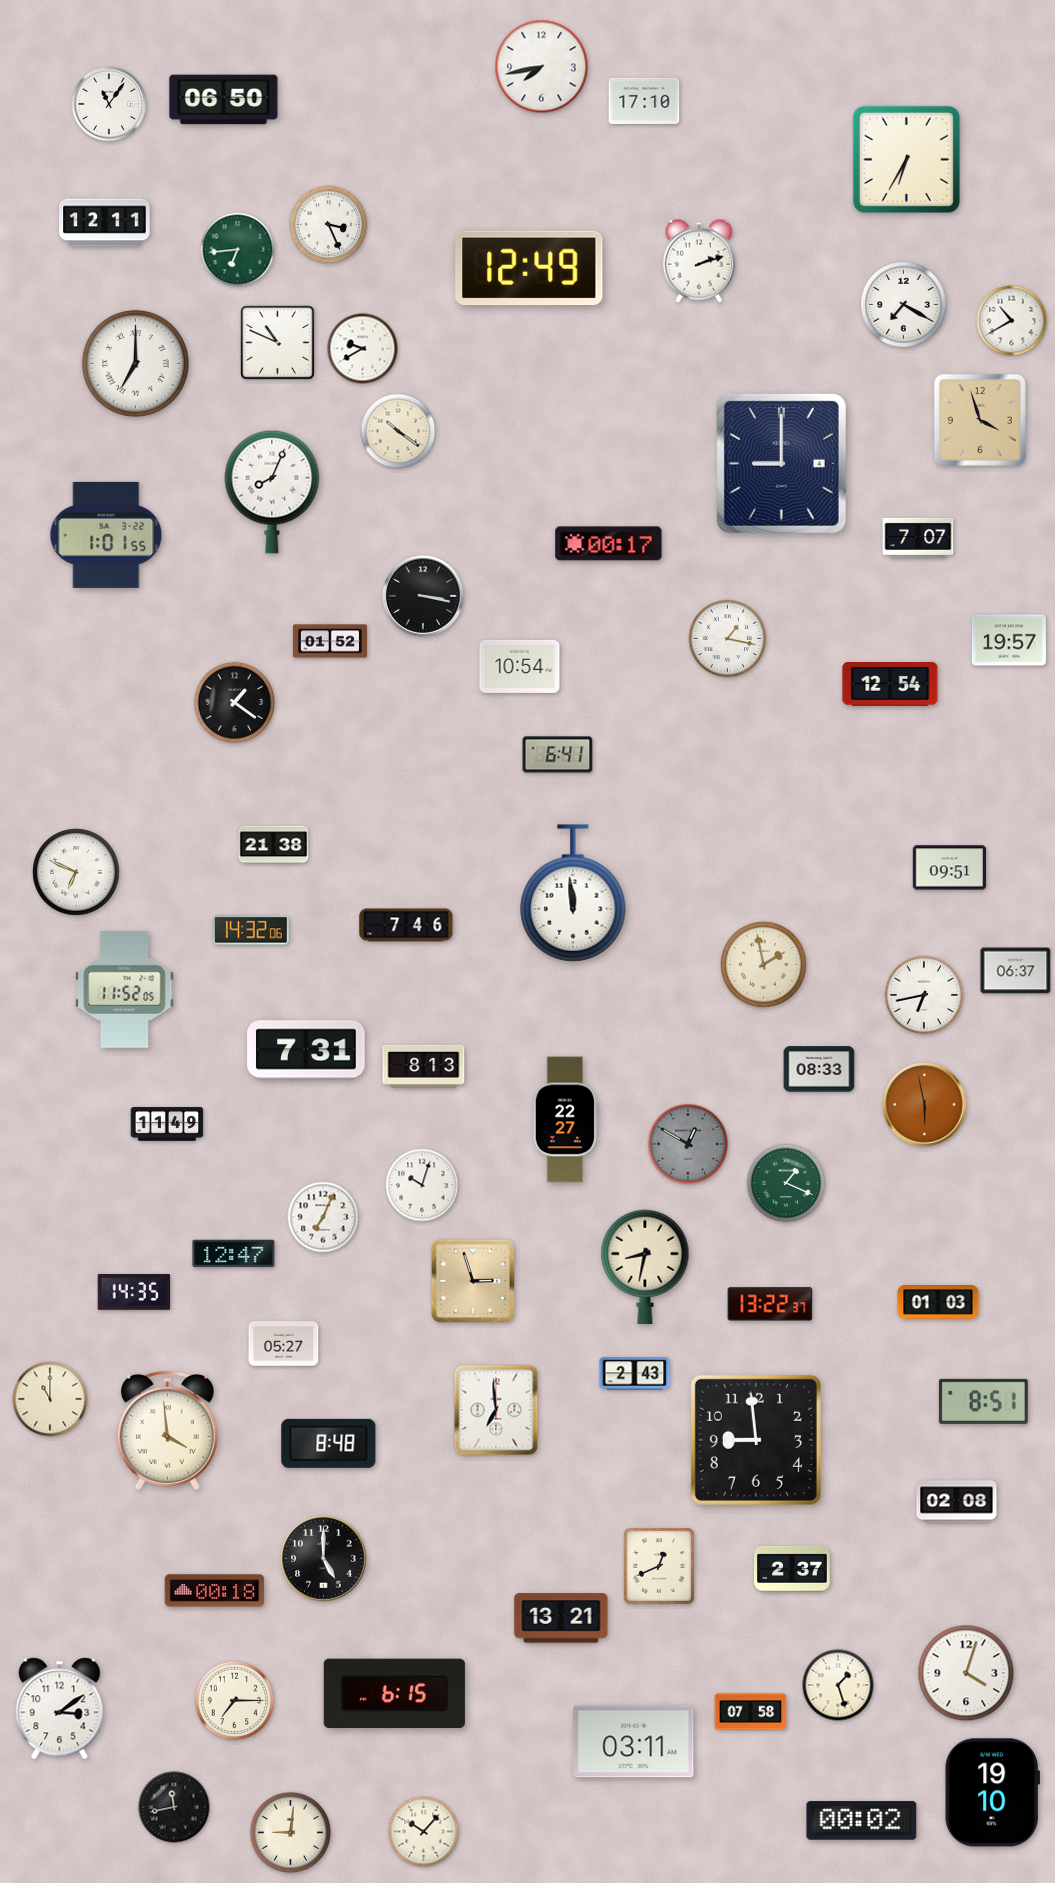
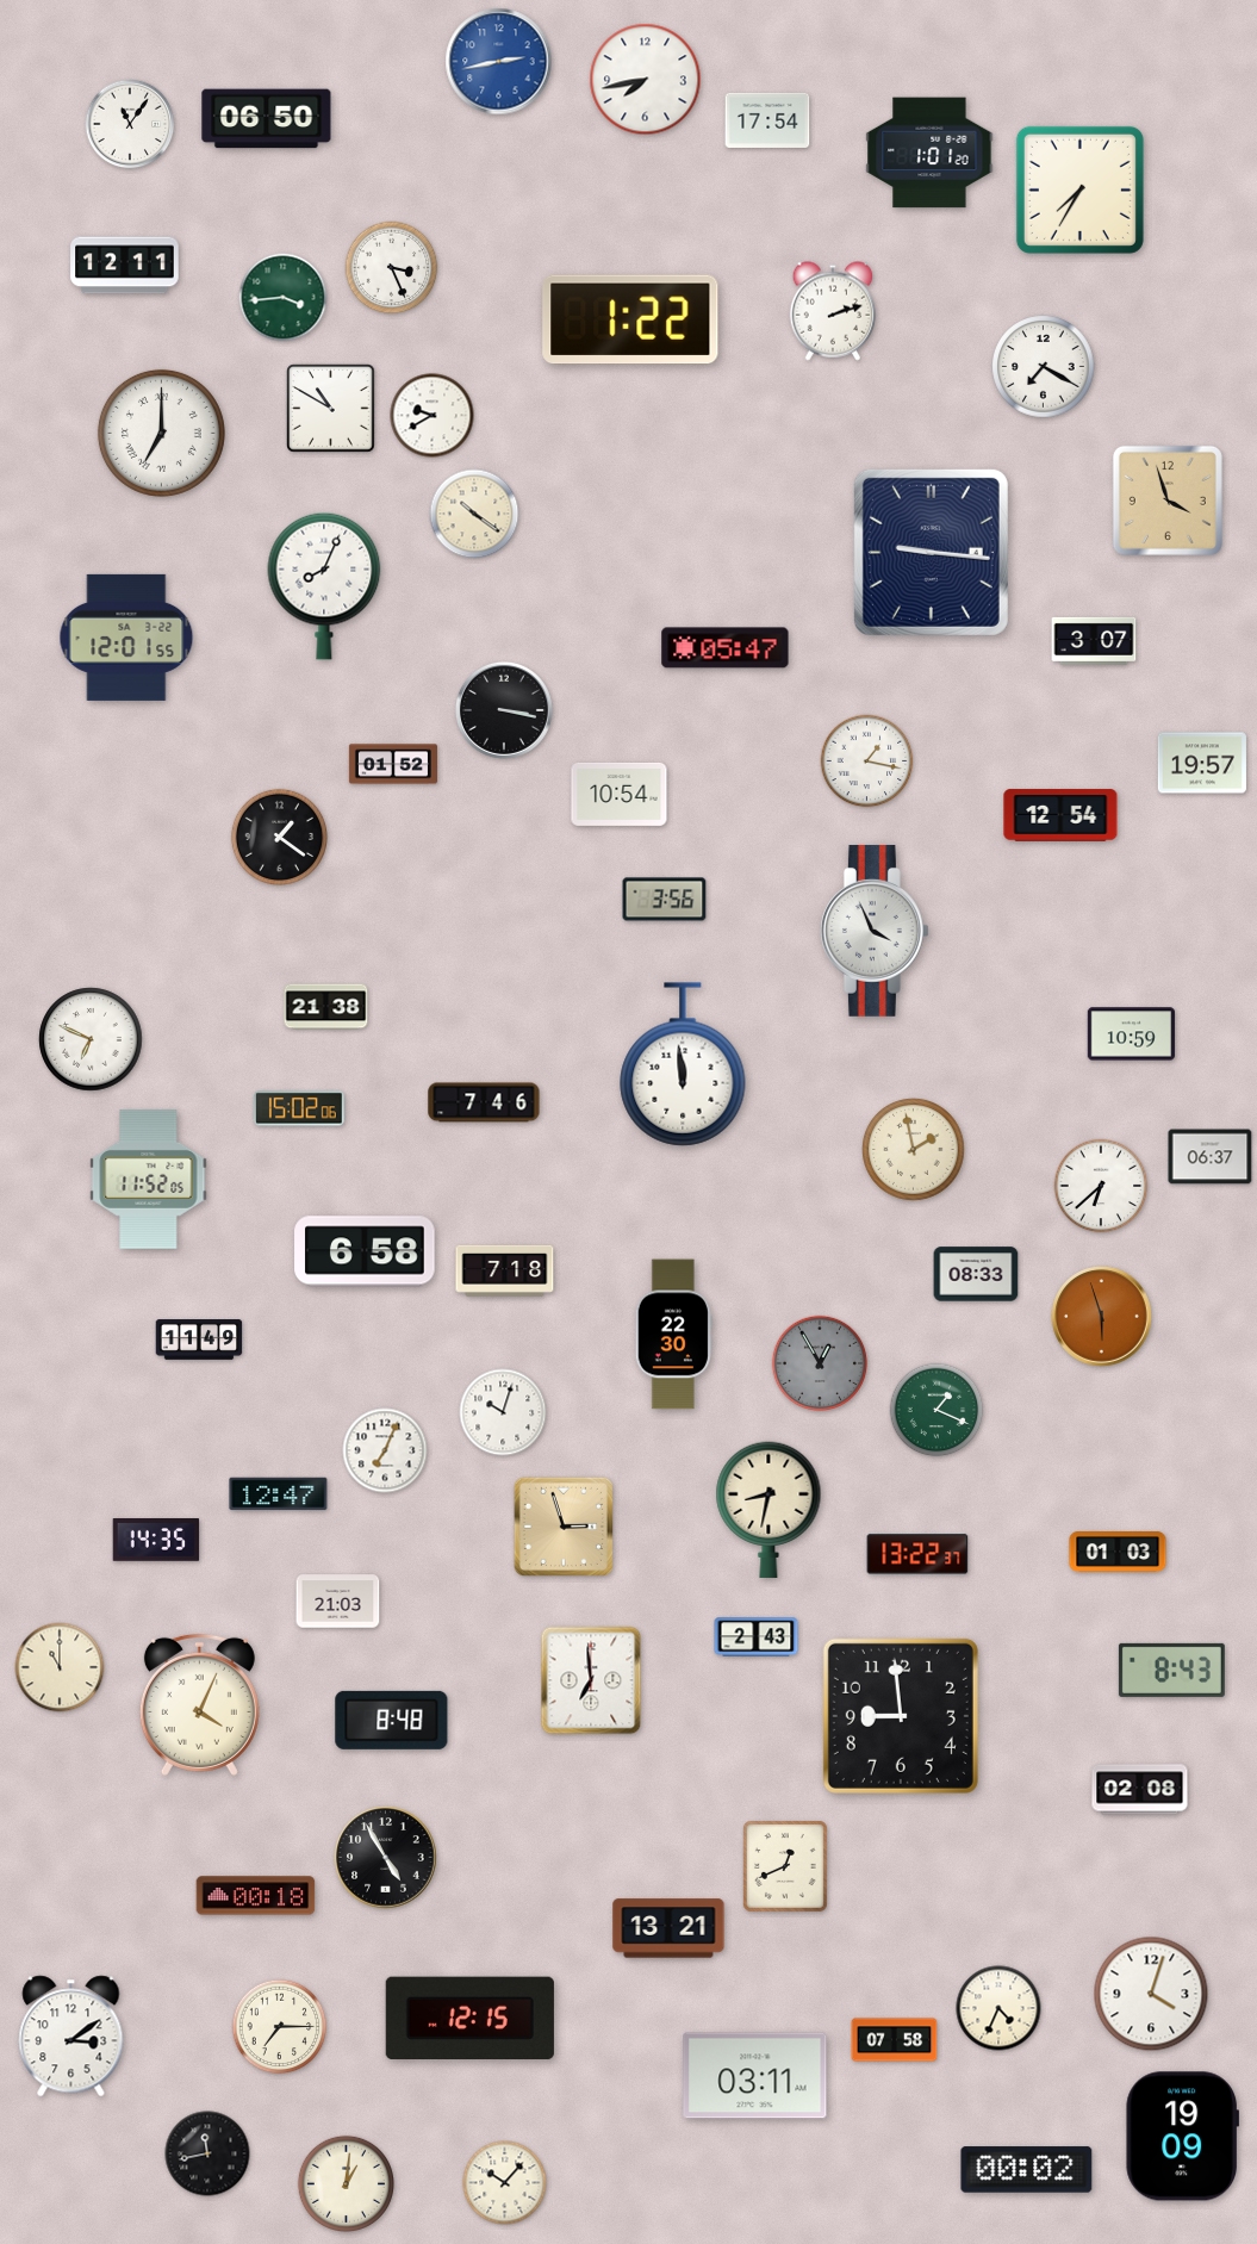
clock at (499, 62): none -> 2:43
clock at (644, 101): 17:10 -> 17:54
clock at (929, 153): none -> 1:01
clock at (906, 159): 6:35 -> 7:35
clock at (238, 250): 6:44 -> 3:44
clock at (529, 268): 12:49 -> 1:22
clock at (904, 305) position: (904, 305) -> (1044, 367)
clock at (1012, 321): 10:40 -> none
clock at (278, 343): 10:49 -> 10:50
clock at (781, 463): 9:00 -> 9:16
clock at (106, 535): 1:01 -> 12:01
clock at (918, 538): 7:07 -> 3:07
clock at (609, 544): 00:17 -> 05:47
clock at (558, 755): 6:41 -> 3:56
clock at (875, 931): none -> 3:56
clock at (950, 868): 09:51 -> 10:59
clock at (251, 930): 14:32 -> 15:02
clock at (764, 965) position: (764, 965) -> (914, 1150)
clock at (924, 995): 6:43 -> 6:38
clock at (306, 1050): 7:31 -> 6:58
clock at (424, 1066): 8:13 -> 7:18
clock at (925, 1105): 5:58 -> 5:57
clock at (565, 1120): 22:27 -> 22:30
clock at (688, 1144): 12:50 -> 12:55
clock at (134, 1292) position: (134, 1292) -> (156, 1540)
clock at (284, 1344): 05:27 -> 21:03
clock at (983, 1401): 8:51 -> 8:43
clock at (167, 1430): 3:59 -> 4:04
clock at (324, 1559): 5:00 -> 4:55
clock at (793, 1569): 2:37 -> none
clock at (838, 1685): 1:27 -> 4:34
clock at (394, 1693): 6:15 -> 12:15
clock at (992, 1793): 19:10 -> 19:09
clock at (290, 1832): 9:01 -> 1:01
